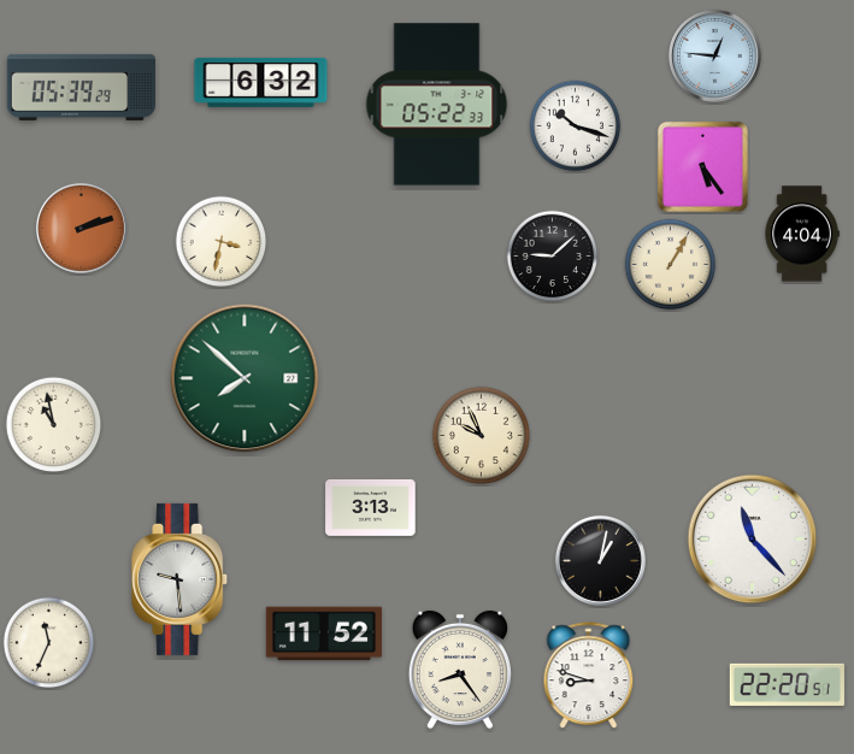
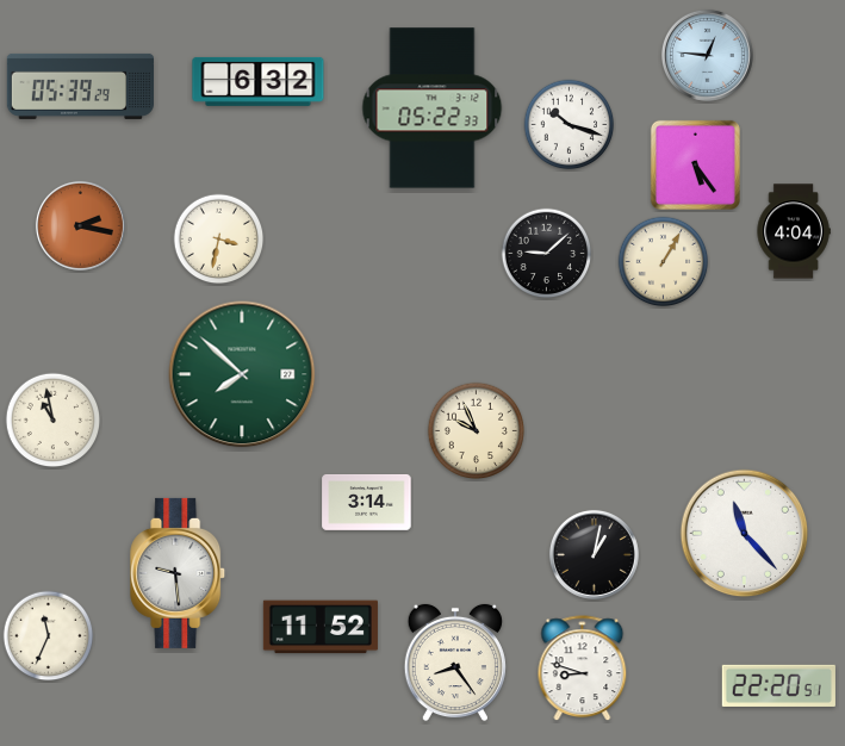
clock at (437, 105) position: (437, 105) -> (433, 108)
clock at (81, 228): 2:12 -> 2:17
clock at (371, 507): 3:13 -> 3:14
clock at (787, 684) position: (787, 684) -> (778, 685)
